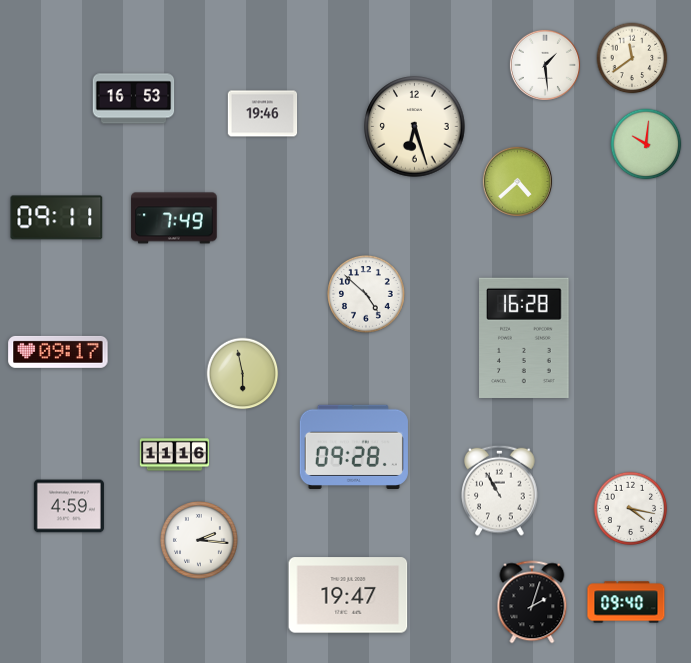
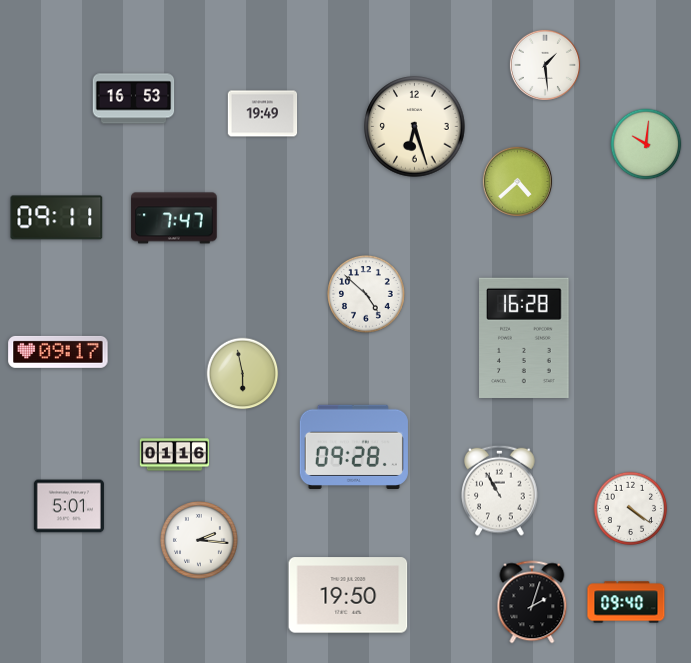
clock at (632, 58): 11:39 -> none
clock at (263, 114): 19:46 -> 19:49
clock at (174, 218): 7:49 -> 7:47
clock at (175, 455): 11:16 -> 01:16
clock at (69, 506): 4:59 -> 5:01
clock at (631, 509): 4:17 -> 4:21
clock at (348, 595): 19:47 -> 19:50
